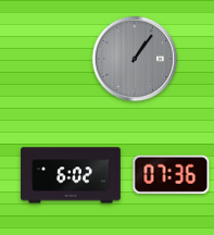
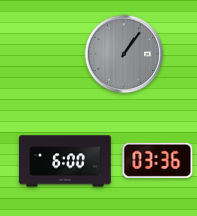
clock at (172, 174): 07:36 -> 03:36
clock at (71, 175): 6:02 -> 6:00
